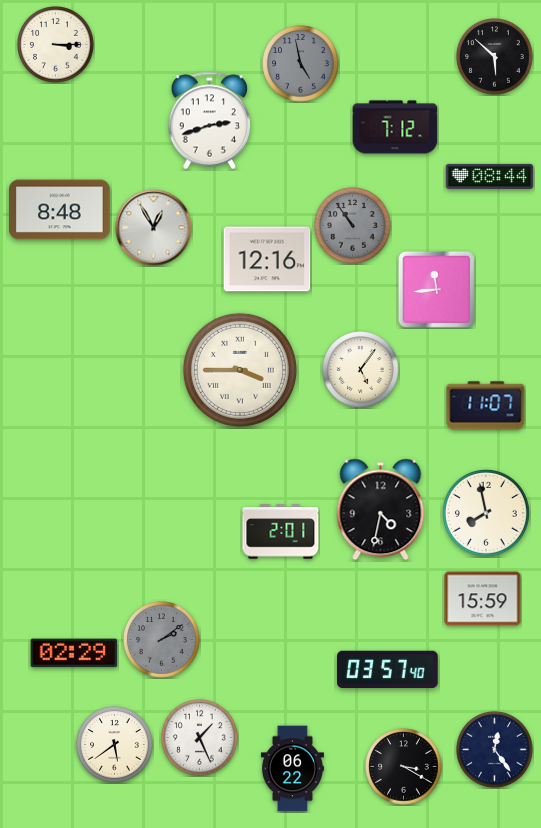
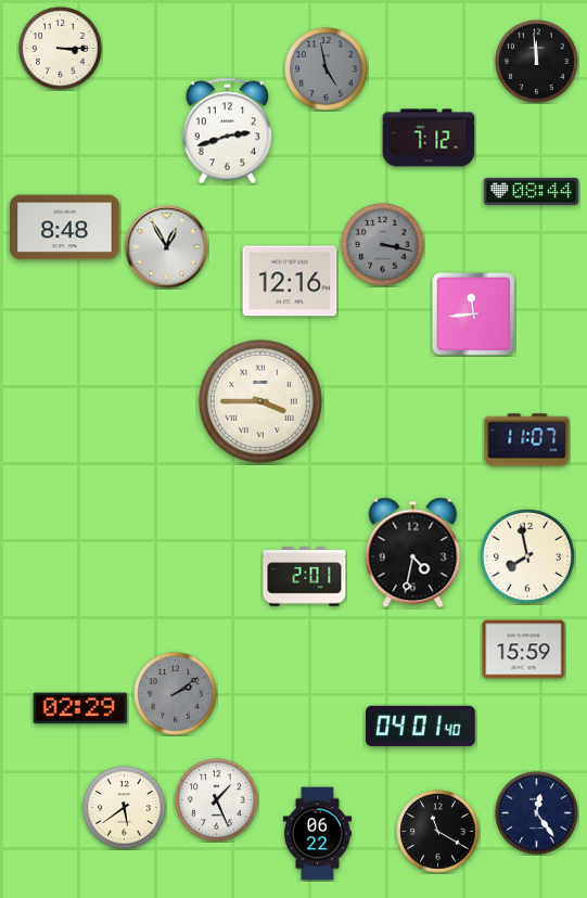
clock at (495, 57): 5:52 -> 11:59
clock at (353, 226): 10:54 -> 3:17
clock at (361, 370): 5:06 -> none
clock at (388, 670): 03:57 -> 04:01
clock at (404, 767): 3:20 -> 11:20
